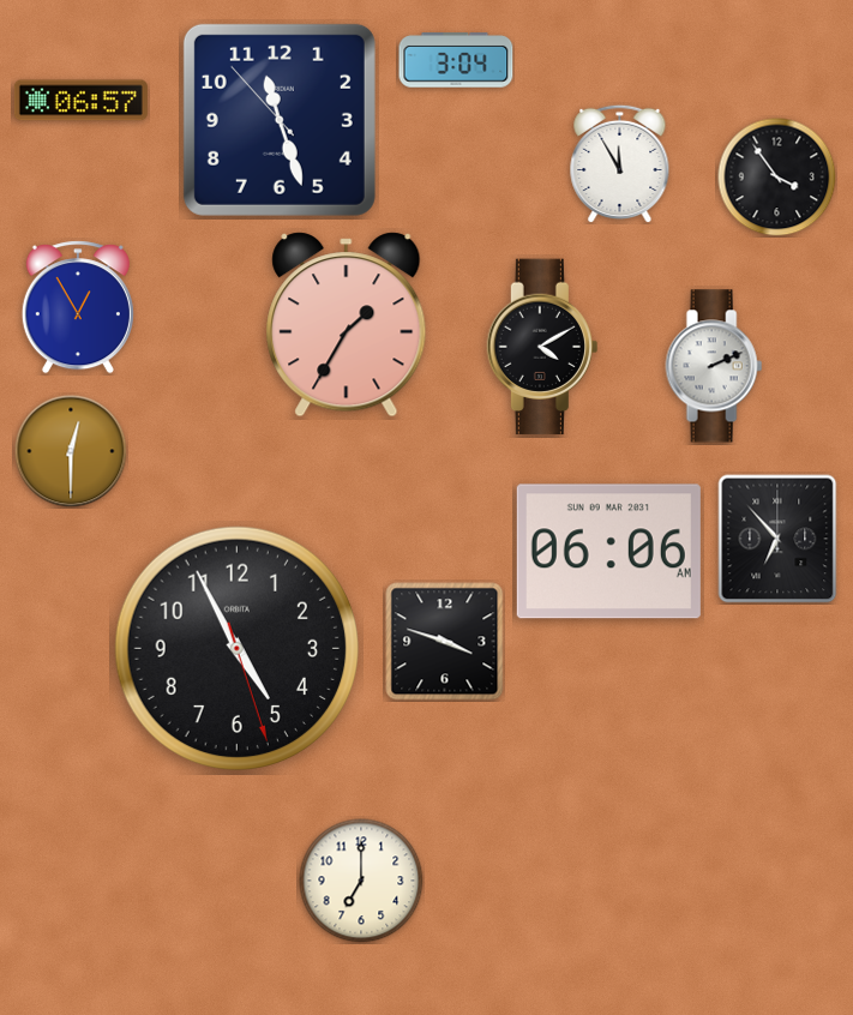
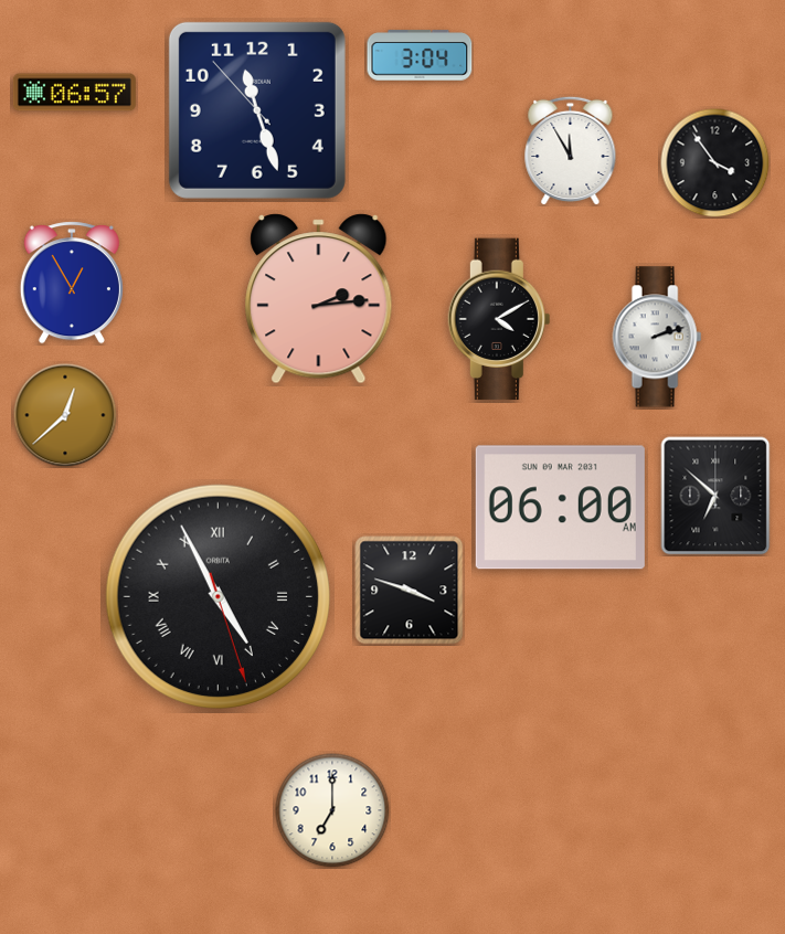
clock at (347, 325): 1:35 -> 2:14
clock at (714, 366): 2:11 -> 2:12
clock at (71, 451): 12:30 -> 12:38
clock at (777, 539): 6:53 -> 6:52
clock at (608, 552): 06:06 -> 06:00
clock at (238, 649) numerals: Arabic -> Roman
